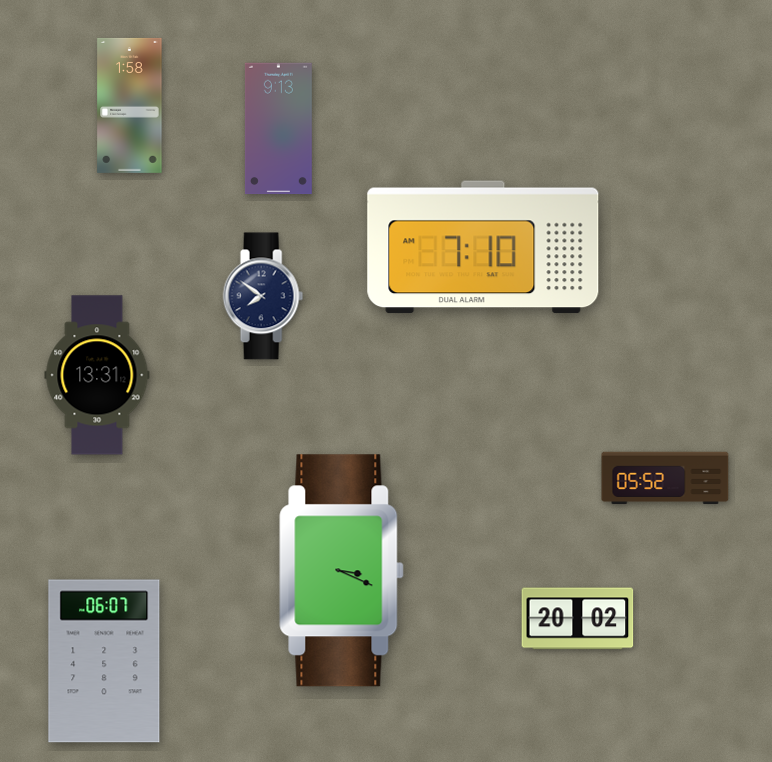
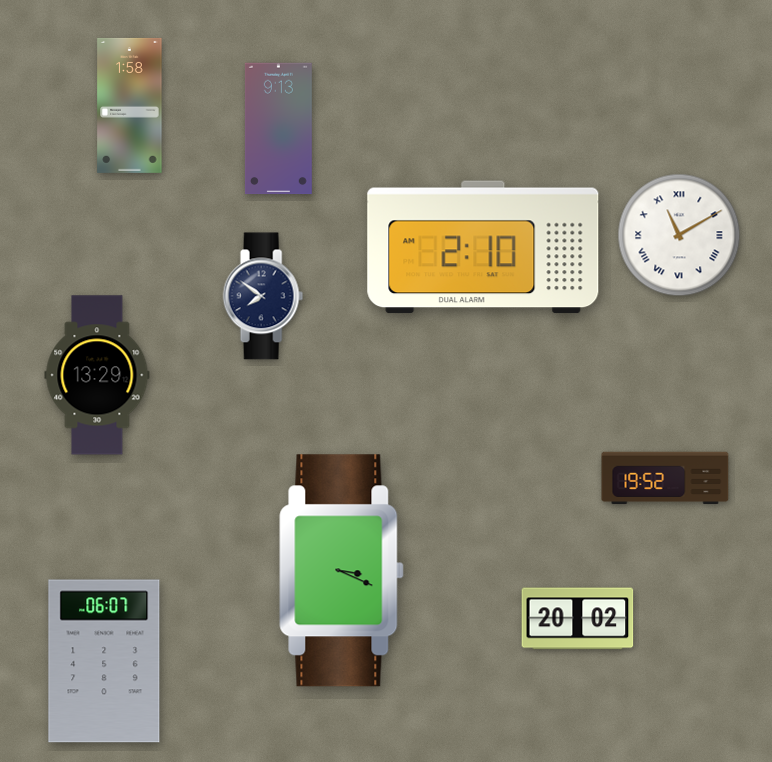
clock at (679, 235): none -> 11:10
clock at (483, 247): 7:10 -> 2:10
clock at (97, 375): 13:31 -> 13:29
clock at (665, 478): 05:52 -> 19:52
